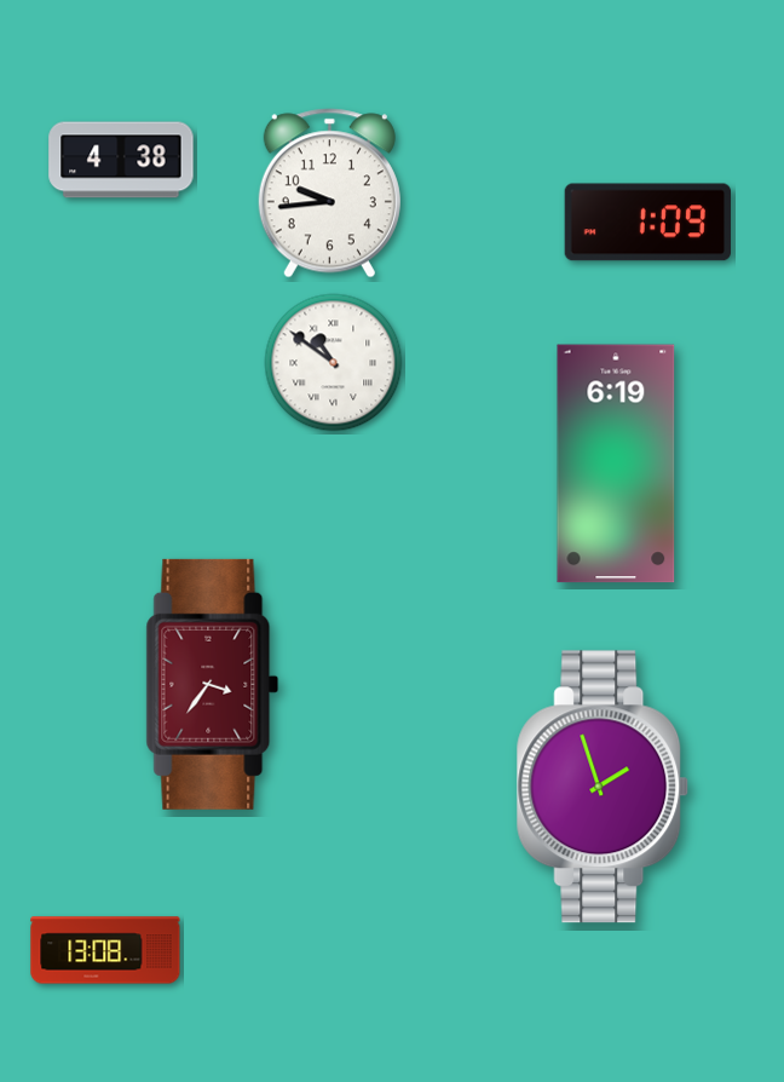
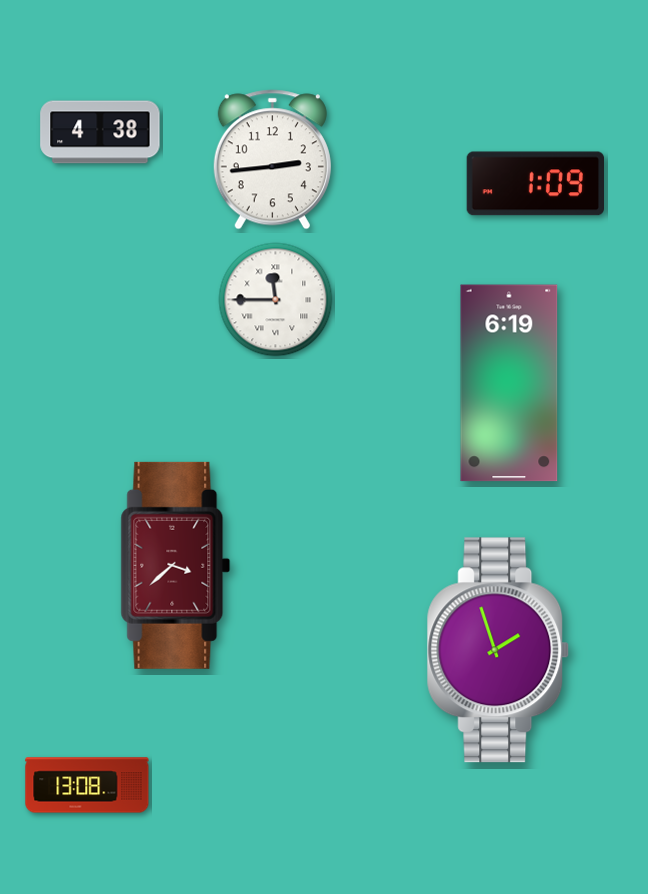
clock at (329, 194): 9:44 -> 2:44
clock at (334, 363): 10:51 -> 11:45
clock at (213, 684): 3:36 -> 3:38
